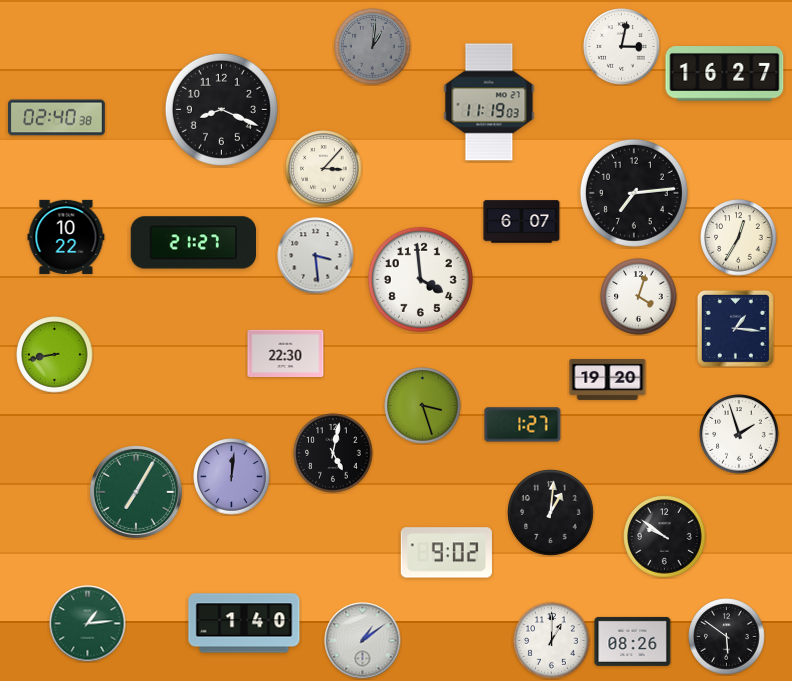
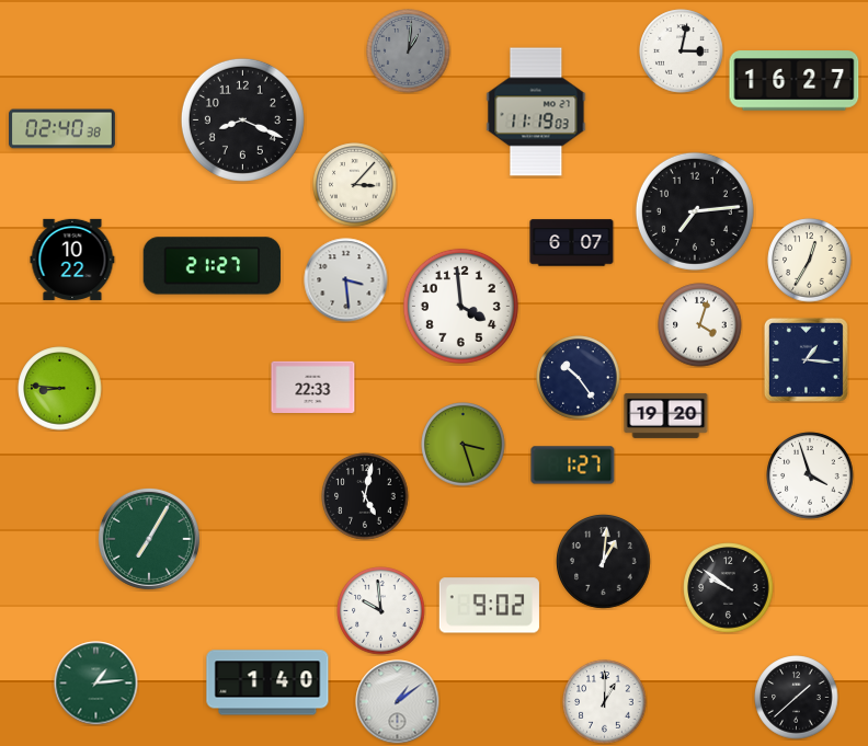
clock at (579, 378): none -> 10:24
clock at (286, 354): 22:30 -> 22:33
clock at (55, 355): 8:43 -> 8:46
clock at (739, 434): 1:57 -> 3:57
clock at (232, 477): 12:01 -> none
clock at (381, 611): none -> 9:59
clock at (727, 637): 5:51 -> 1:38
clock at (633, 641): 08:26 -> none
